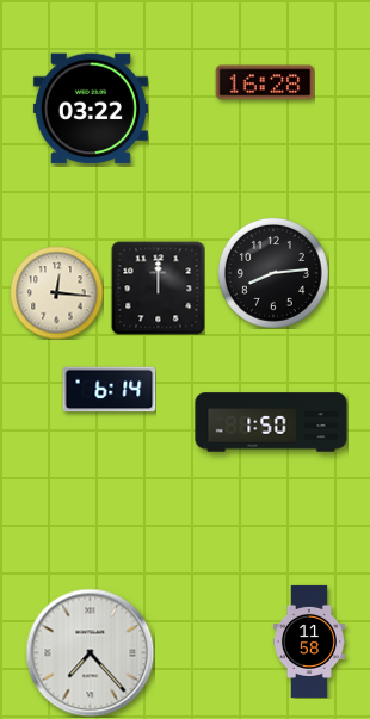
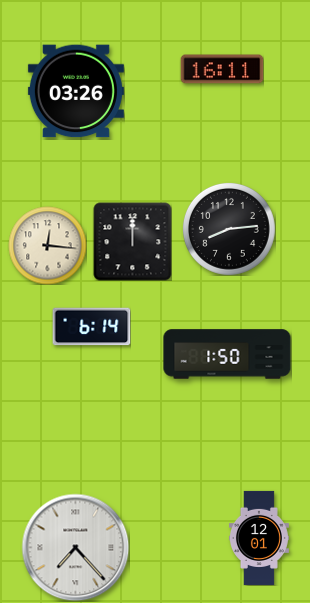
clock at (265, 82): 16:28 -> 16:11
clock at (91, 109): 03:22 -> 03:26
clock at (309, 641): 11:58 -> 12:01
